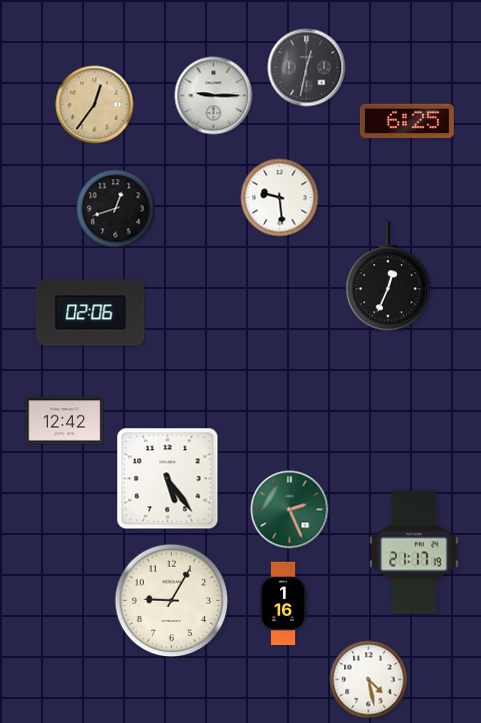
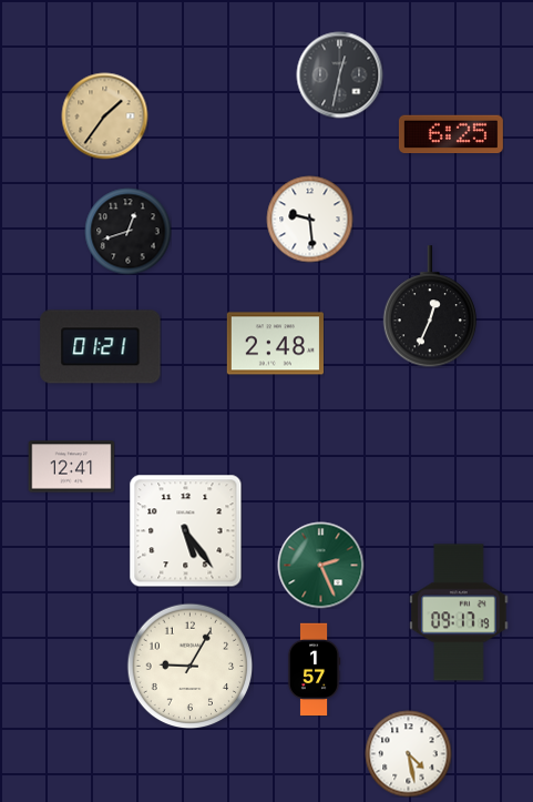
clock at (213, 95): 9:15 -> none
clock at (94, 104): 12:36 -> 1:36
clock at (275, 344): none -> 2:48
clock at (91, 313): 02:06 -> 01:21
clock at (64, 421): 12:42 -> 12:41
clock at (414, 552): 21:17 -> 09:17
clock at (283, 603): 1:16 -> 1:57
